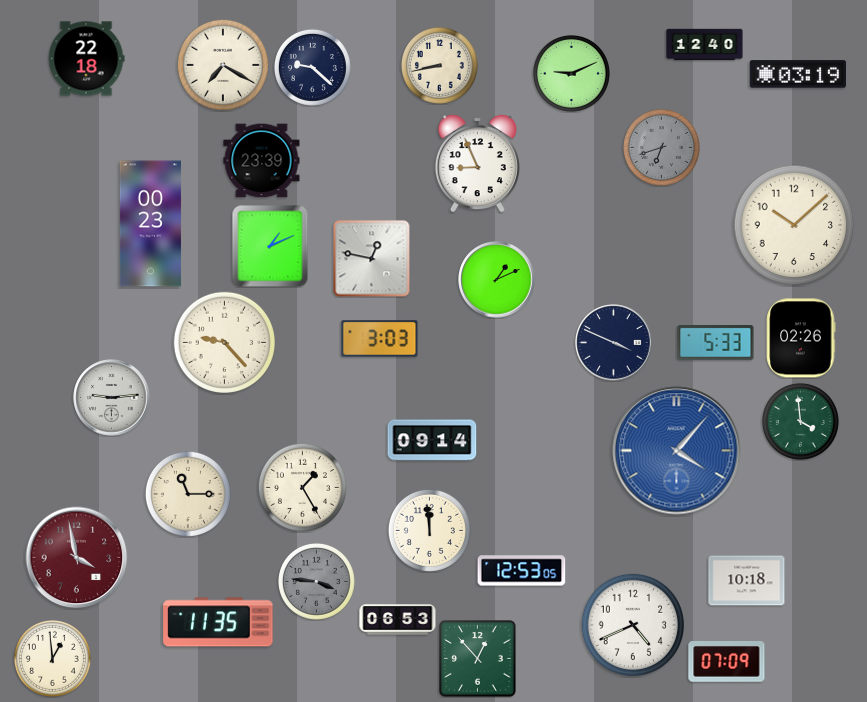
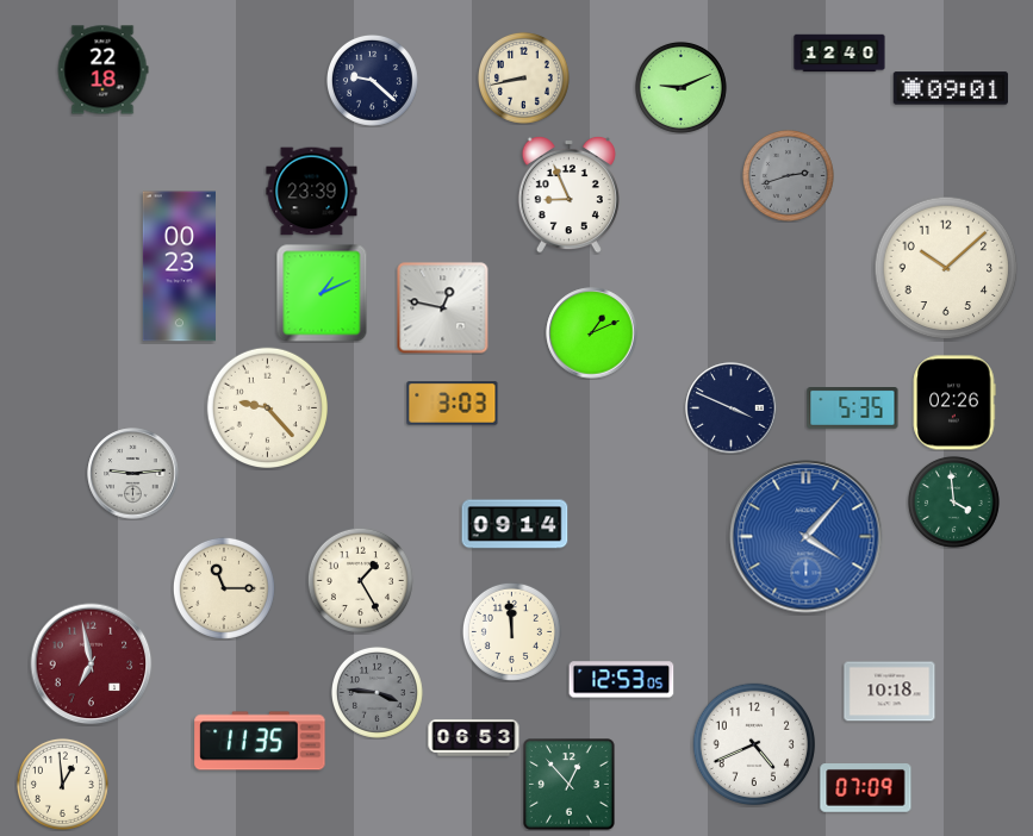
clock at (223, 65): 7:20 -> none
clock at (798, 74): 03:19 -> 09:01
clock at (661, 147): 6:42 -> 2:42
clock at (716, 343): 5:33 -> 5:35
clock at (77, 558): 3:58 -> 6:58
